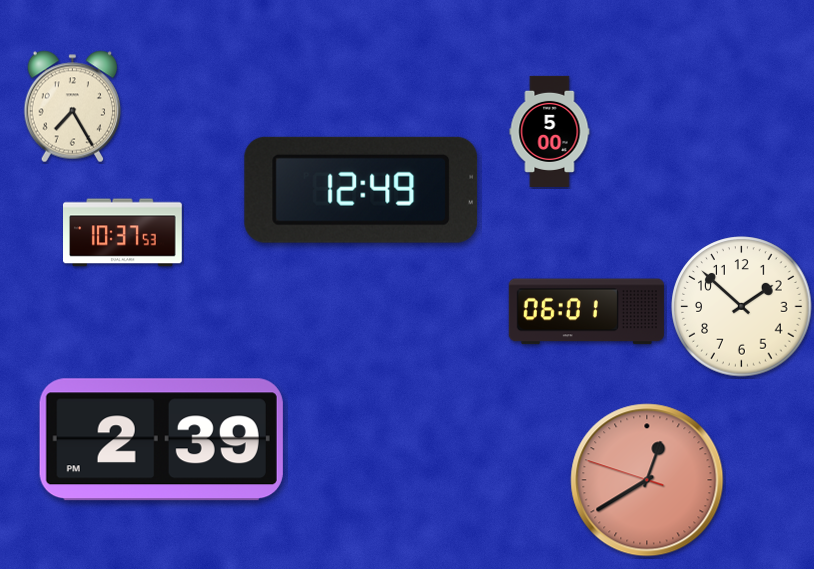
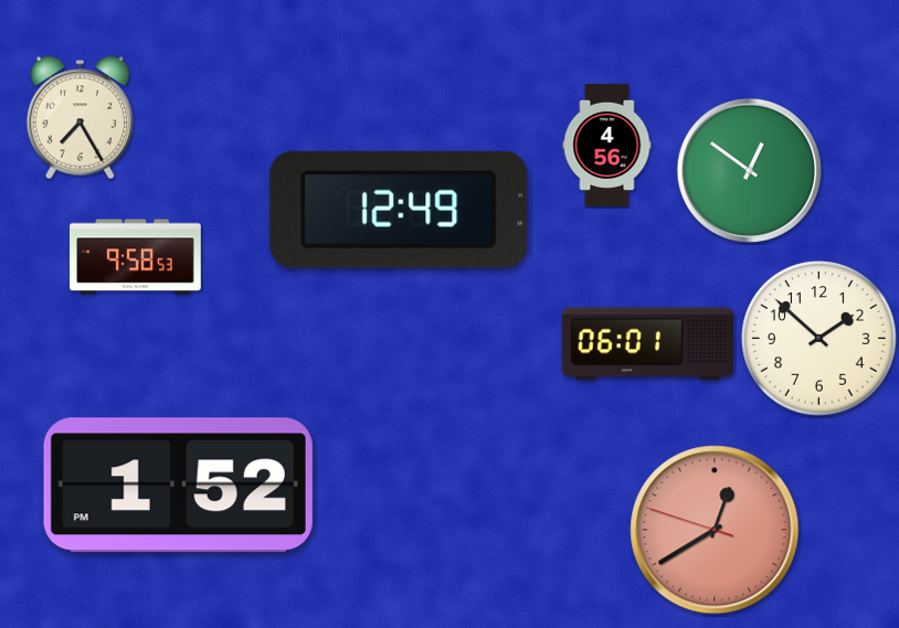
clock at (550, 131): 5:00 -> 4:56
clock at (749, 170): none -> 12:51
clock at (123, 233): 10:37 -> 9:58
clock at (161, 440): 2:39 -> 1:52
